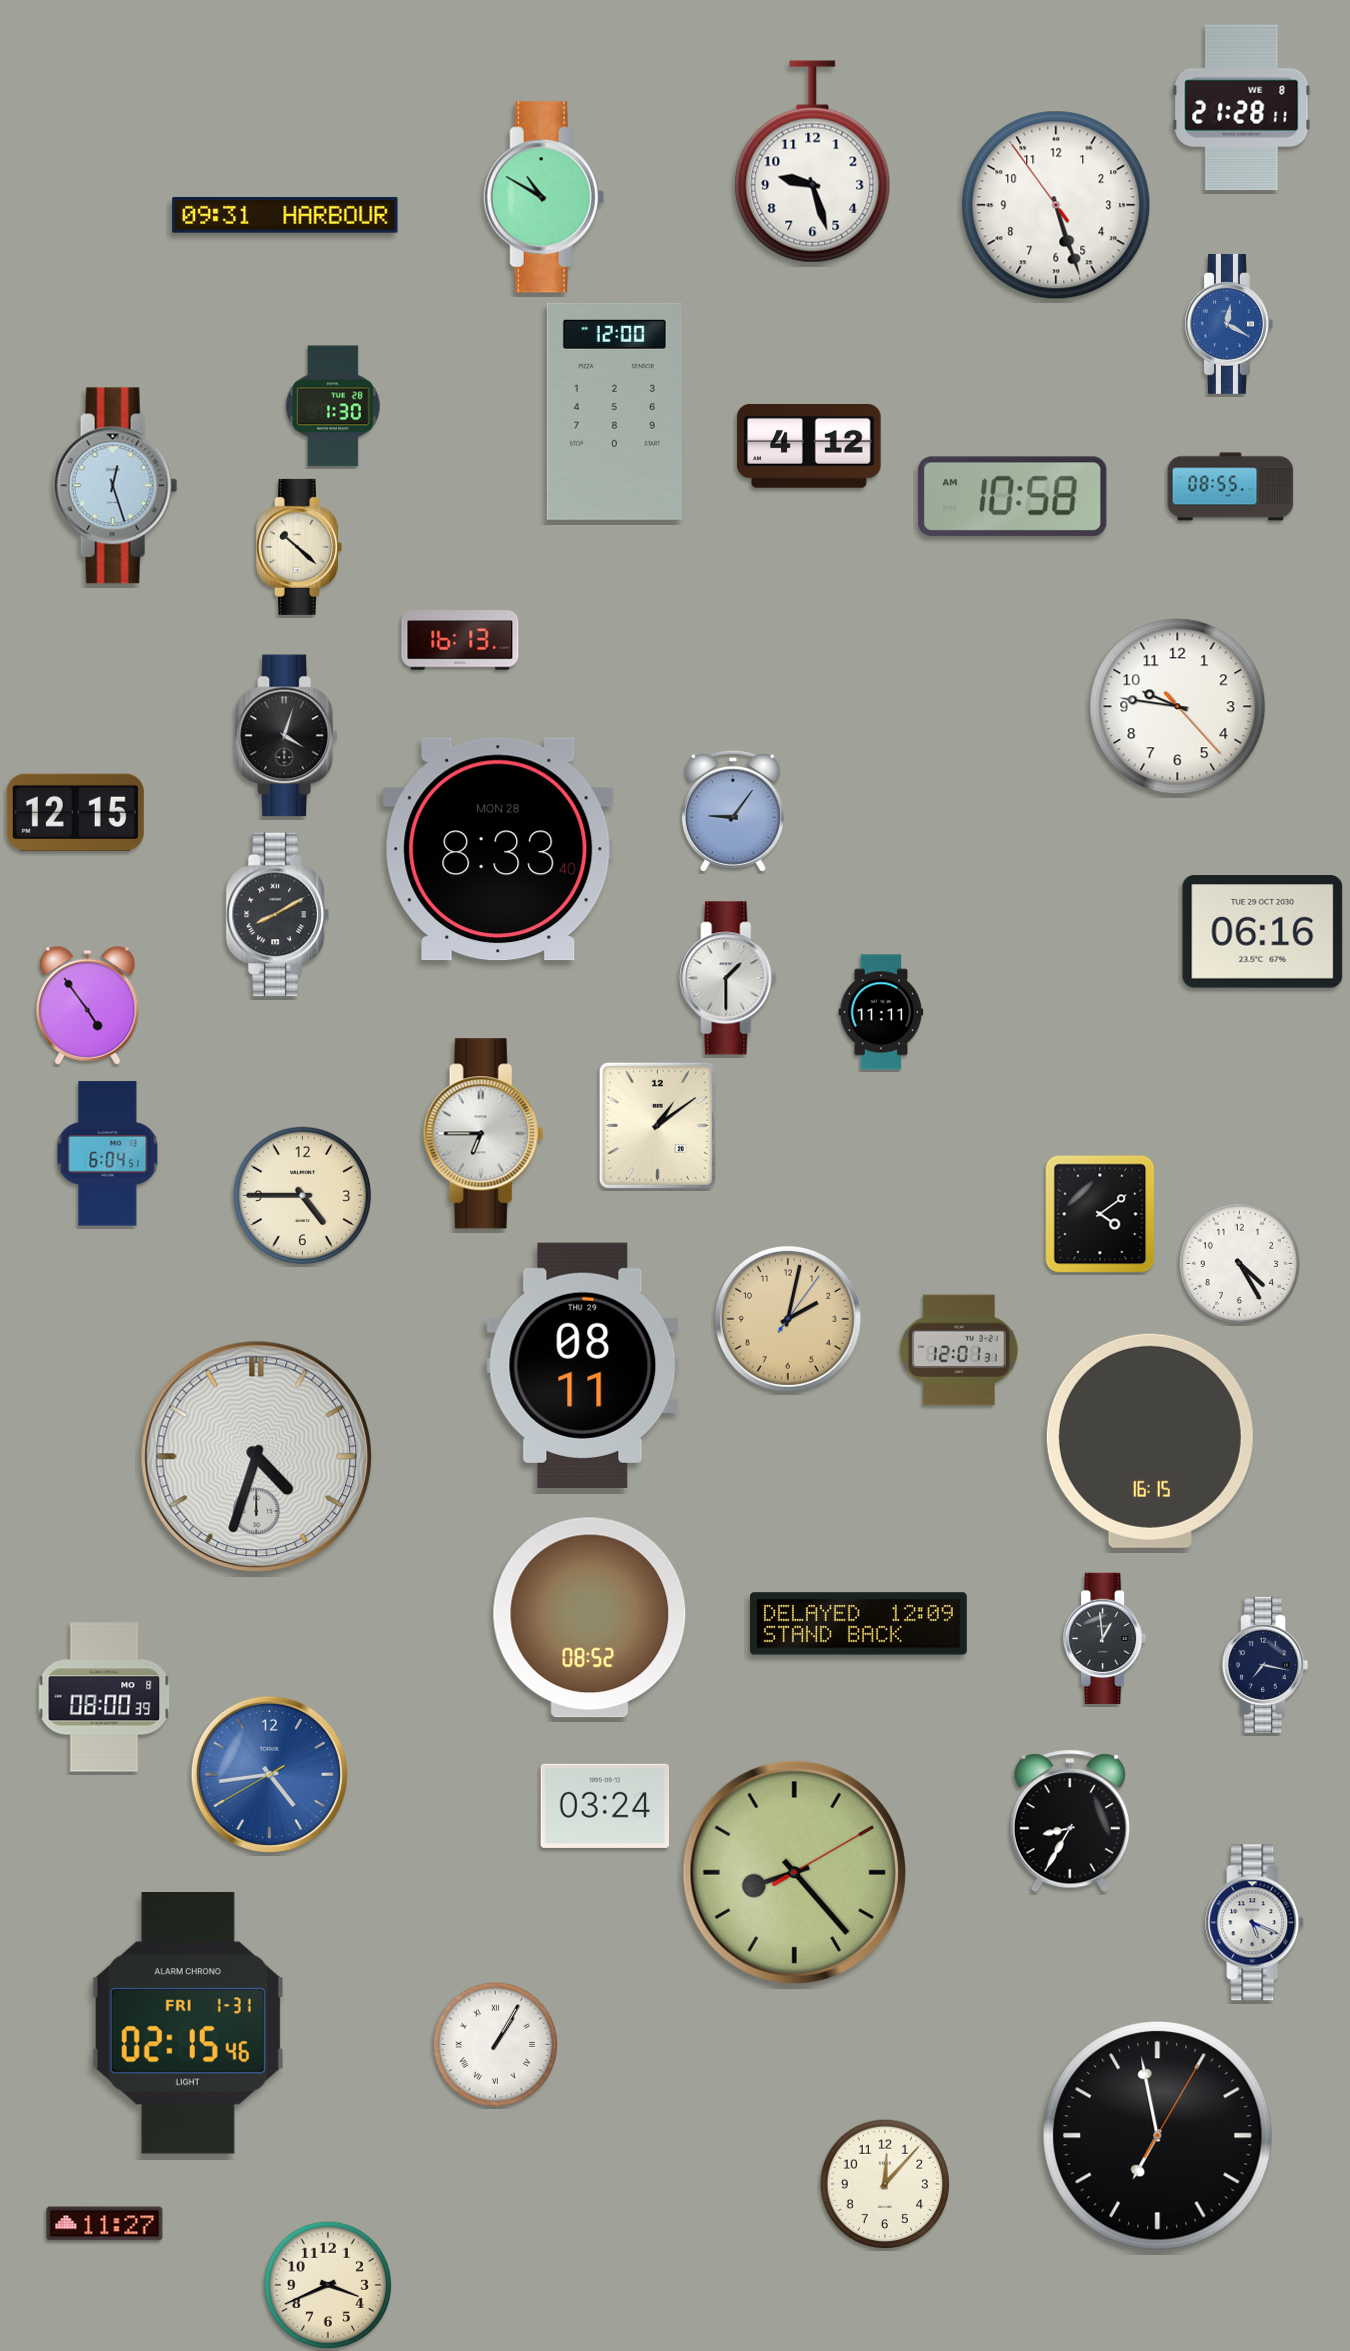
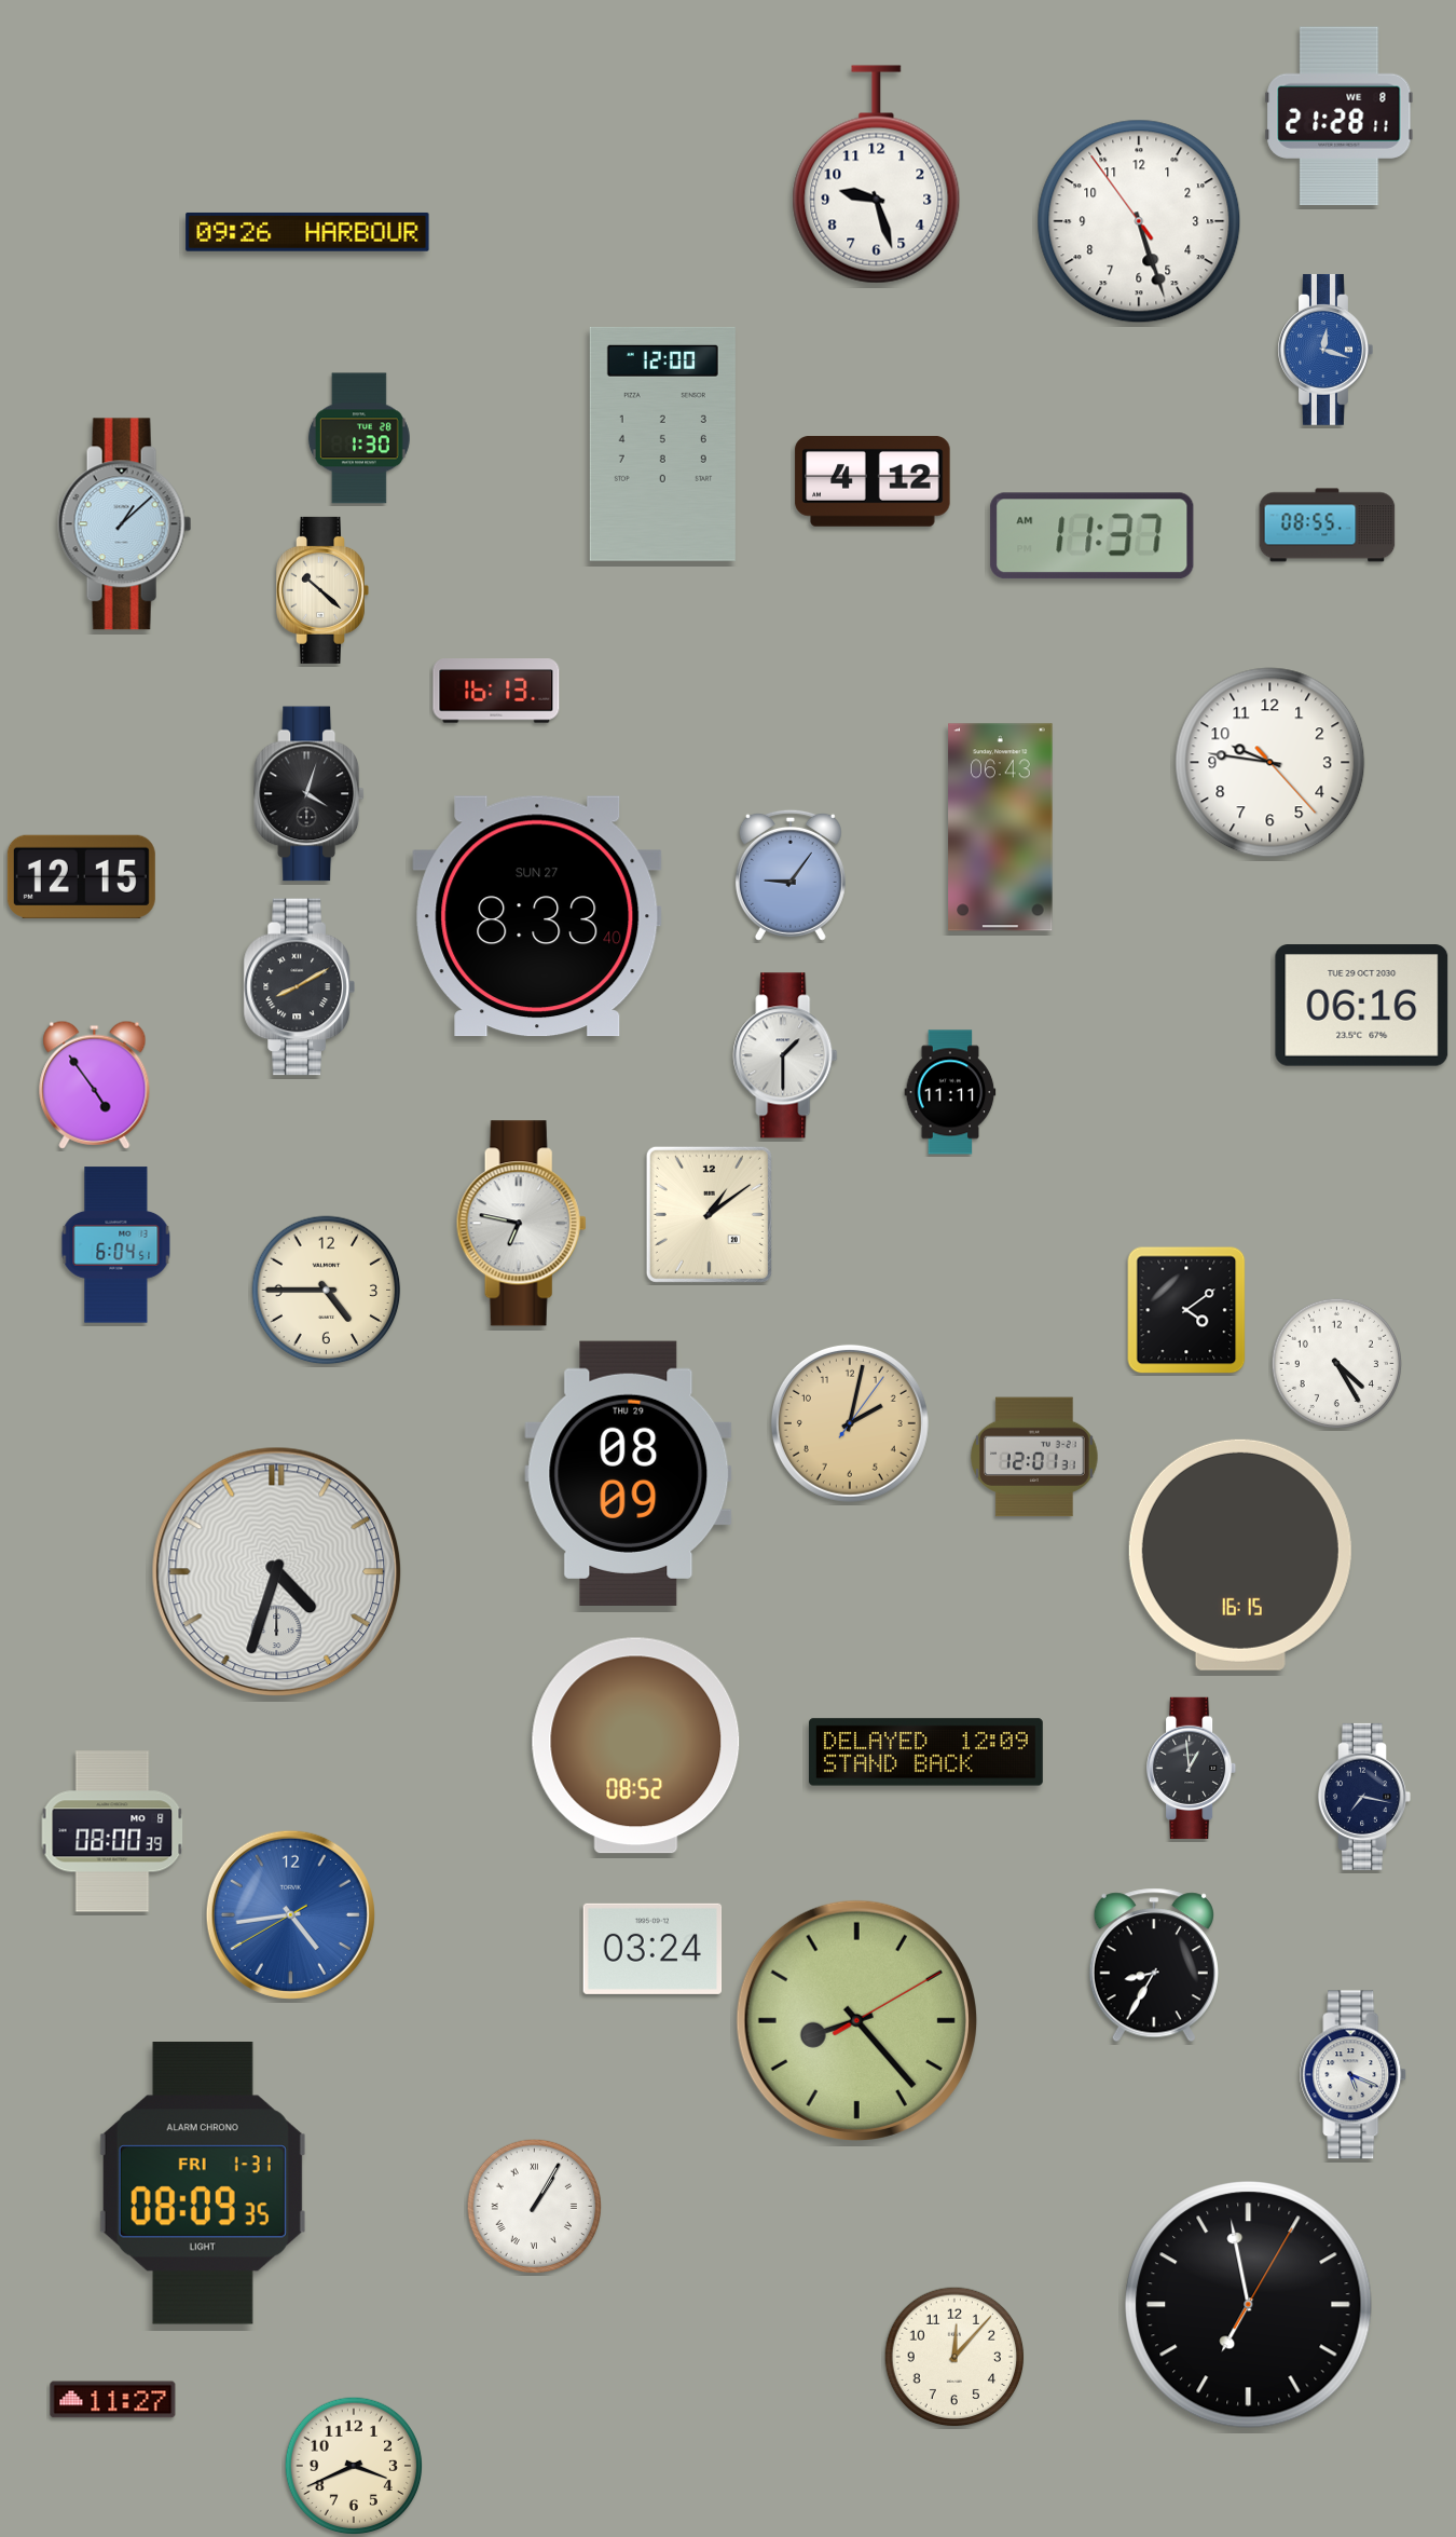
clock at (544, 197): 10:50 -> none
clock at (285, 215): 09:31 -> 09:26
clock at (1229, 324): 12:20 -> 12:18
clock at (116, 486): 12:27 -> 1:08
clock at (1013, 497): 10:58 -> 11:37
clock at (1001, 828): none -> 06:43
clock at (498, 849) date: MON 28 -> SUN 27
clock at (483, 1134): 6:45 -> 6:47
clock at (583, 1365): 08:11 -> 08:09
clock at (188, 2024): 02:15 -> 08:09
